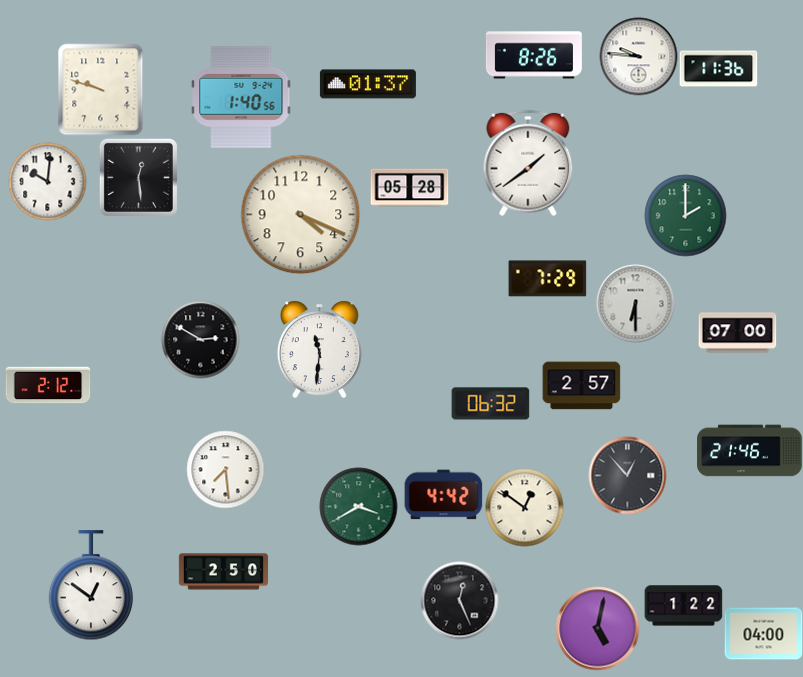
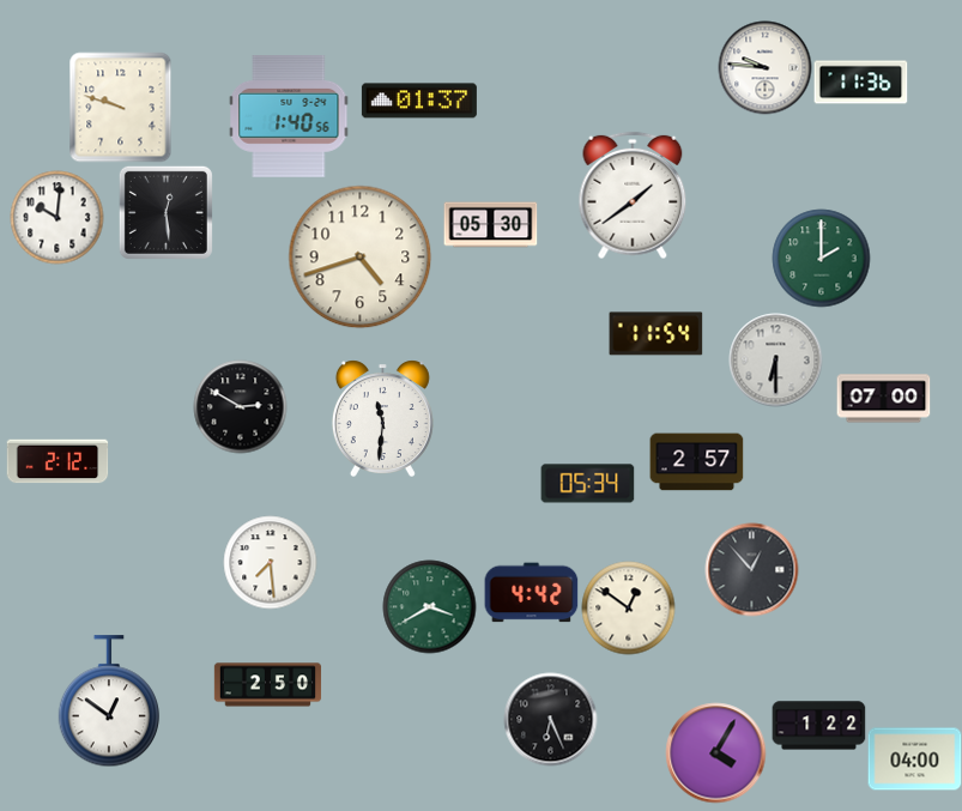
clock at (534, 55): 8:26 -> none
clock at (368, 84) position: (368, 84) -> (419, 101)
clock at (409, 188): 05:28 -> 05:30
clock at (300, 214): 4:19 -> 4:42
clock at (547, 279): 7:29 -> 11:54
clock at (635, 303) position: (635, 303) -> (775, 359)
clock at (490, 404): 06:32 -> 05:34
clock at (750, 451): 21:46 -> none
clock at (459, 600): 12:26 -> 6:26
clock at (597, 628): 5:02 -> 4:05
